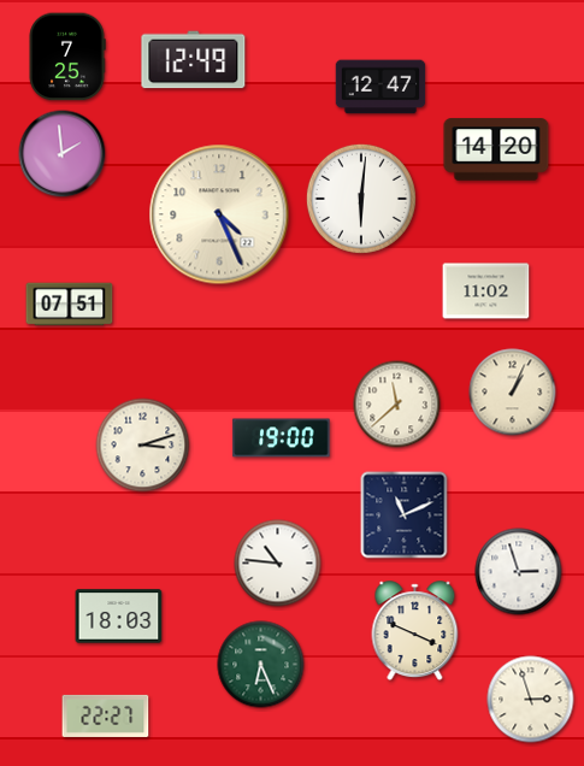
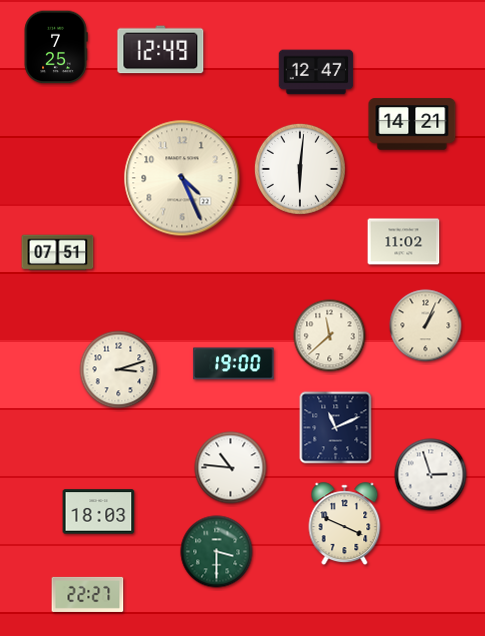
clock at (496, 149): 14:20 -> 14:21
clock at (63, 154): 1:59 -> none
clock at (361, 199) position: (361, 199) -> (300, 169)
clock at (261, 665): 6:26 -> 3:30
clock at (531, 700): 2:57 -> none
